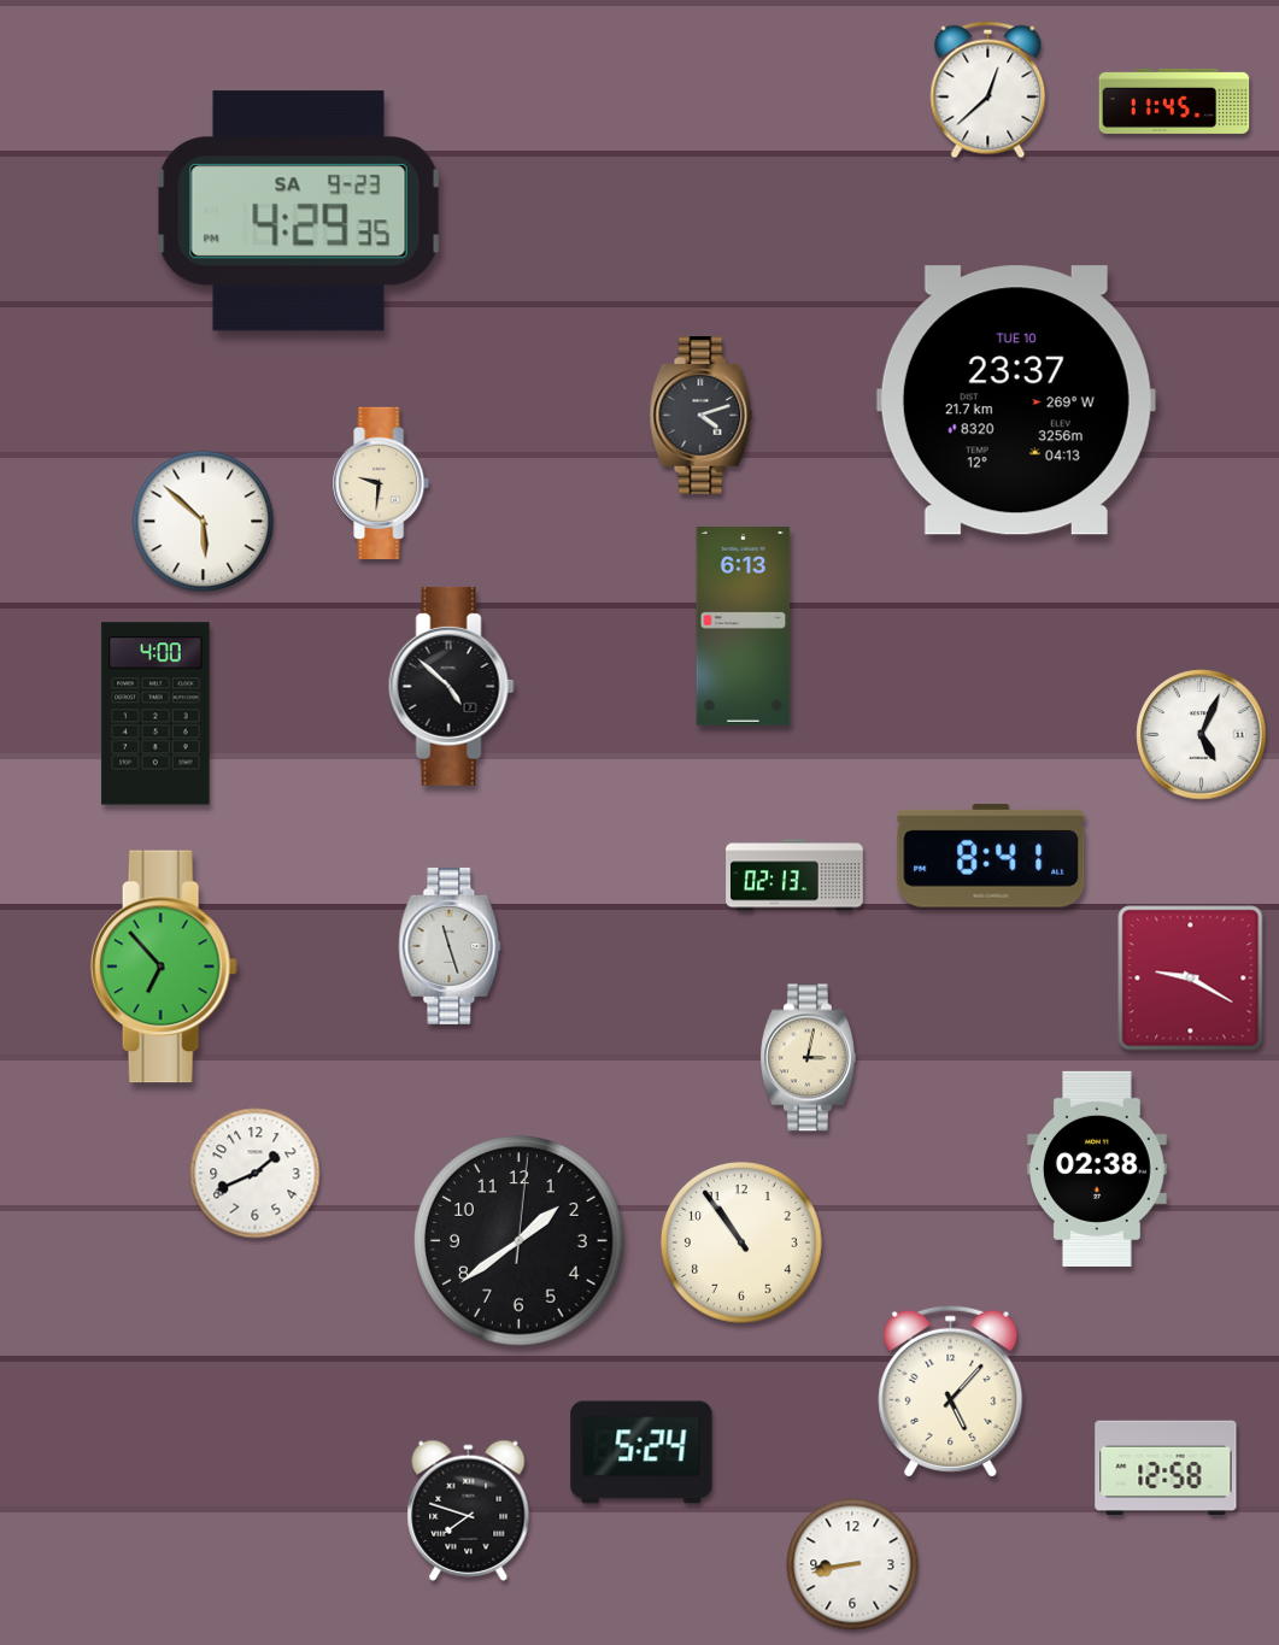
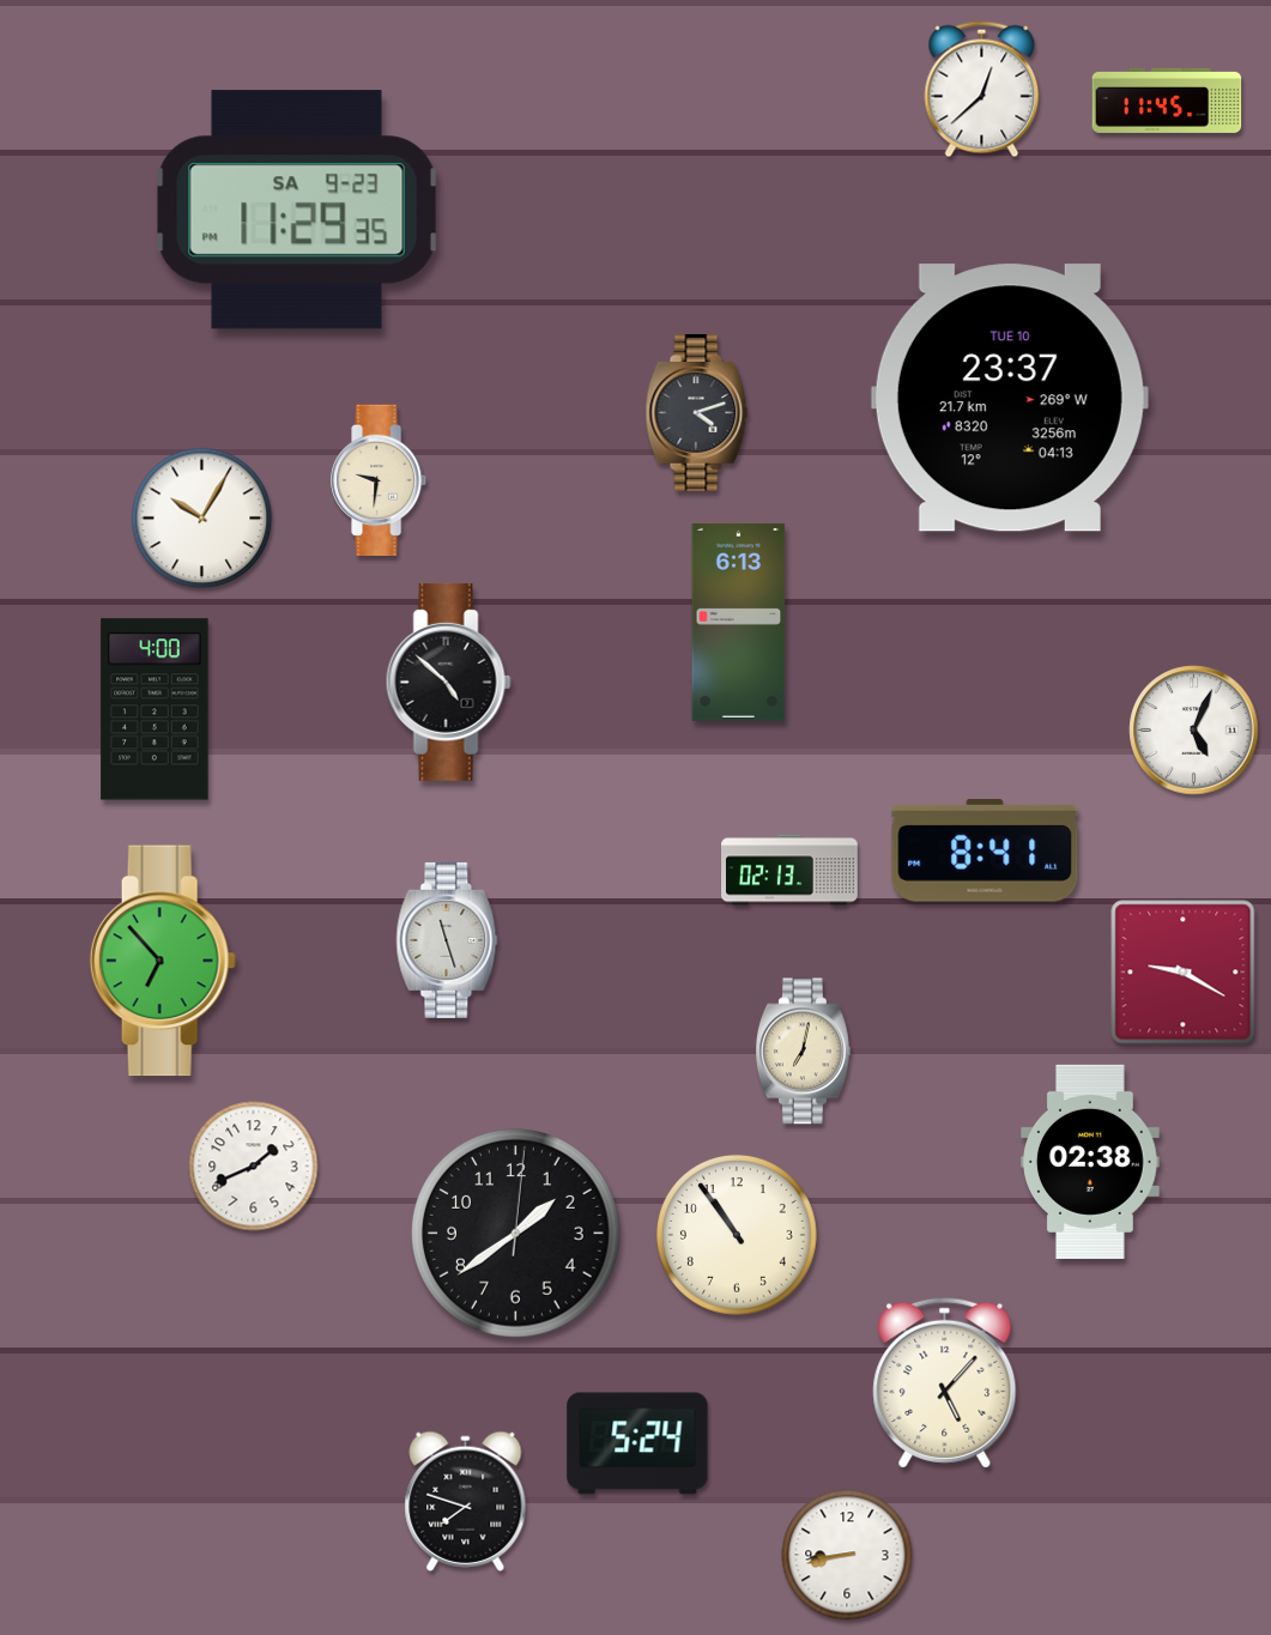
clock at (299, 211): 4:29 -> 11:29
clock at (204, 522): 5:52 -> 10:05
clock at (808, 1058): 3:02 -> 7:02
clock at (1166, 1468): 12:58 -> none
